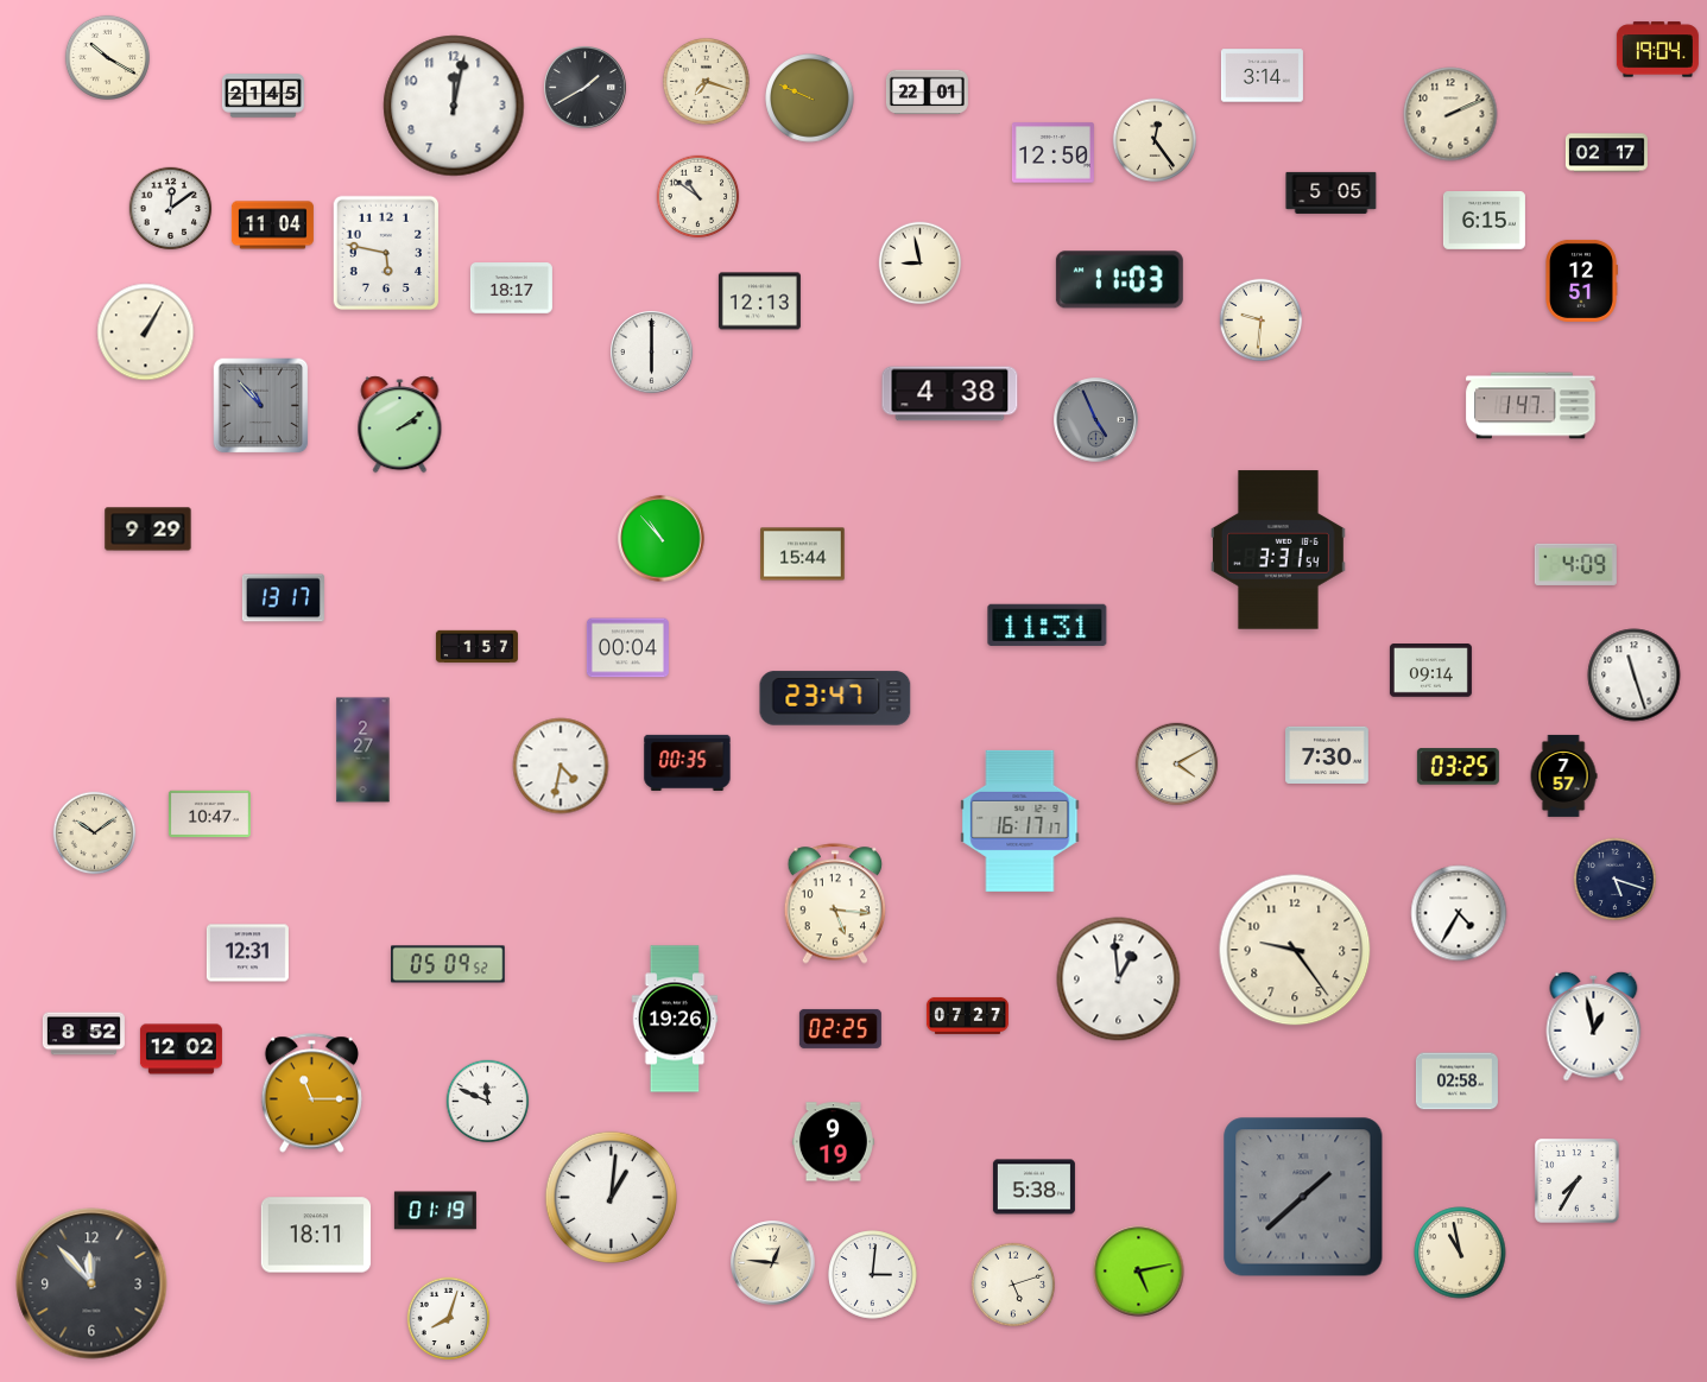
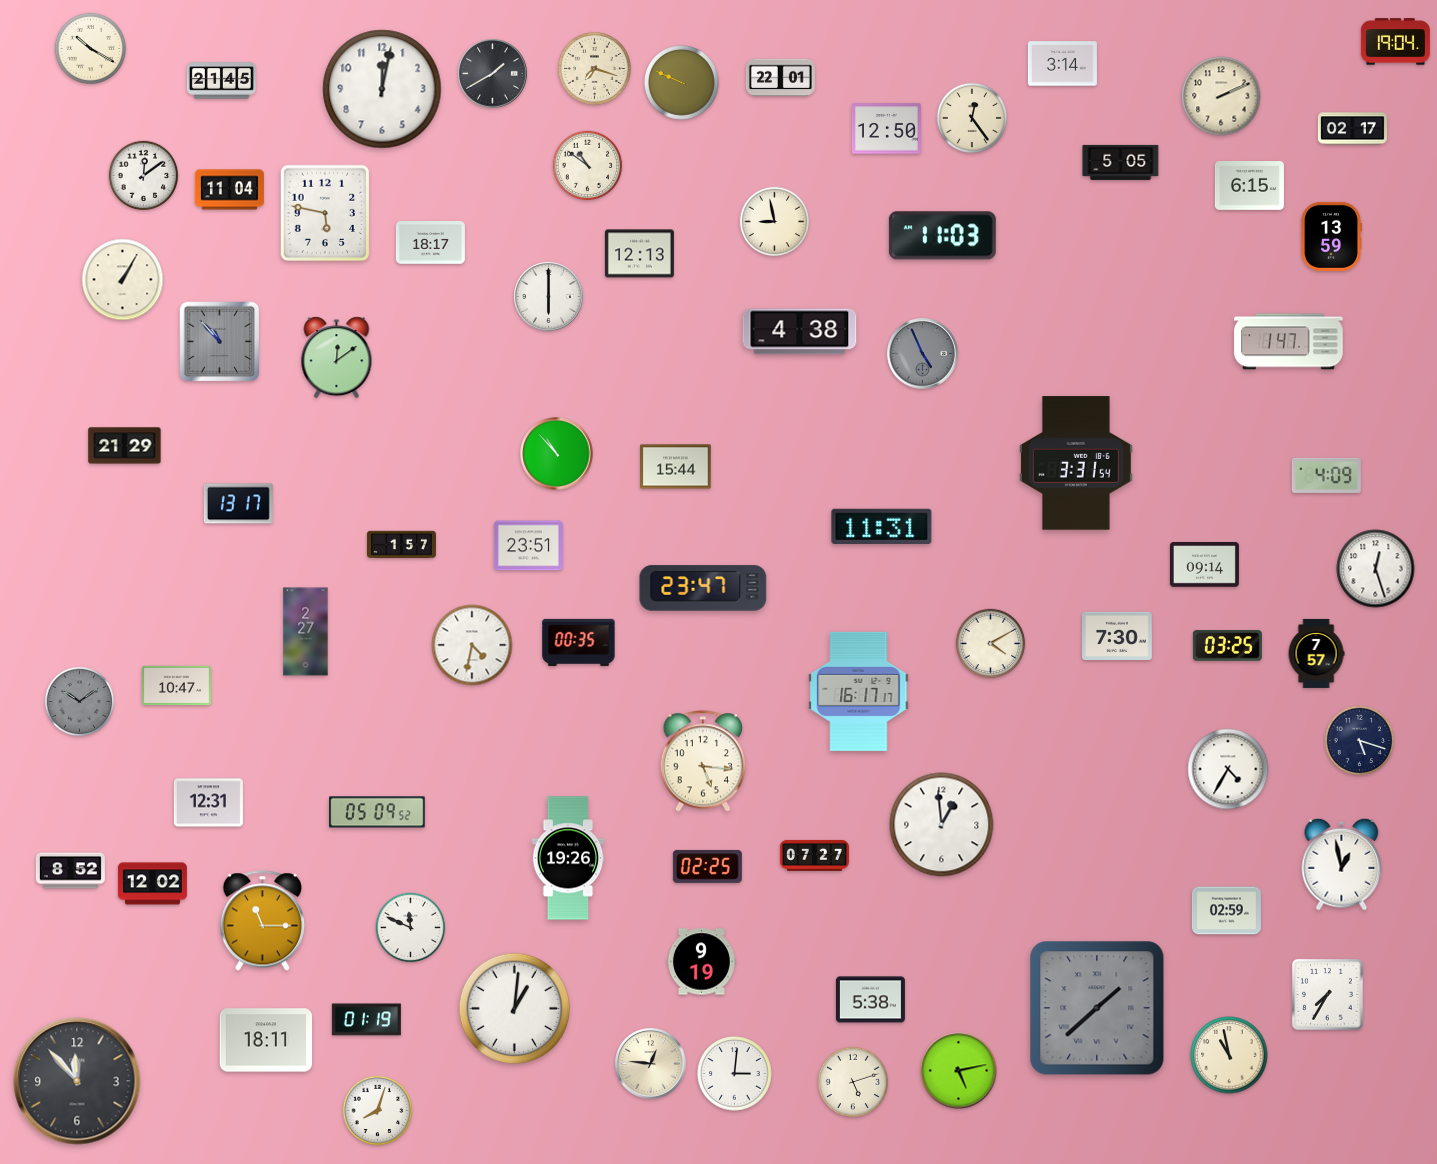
clock at (1581, 280): 12:51 -> 13:59
clock at (1262, 321): 9:31 -> none
clock at (400, 425): 2:09 -> 12:09
clock at (148, 530): 9:29 -> 21:29
clock at (627, 648): 00:04 -> 23:51
clock at (1635, 676): 11:27 -> 12:27
clock at (95, 833) dial: cream -> grey
clock at (1295, 950): 9:24 -> none
clock at (1456, 1082): 02:58 -> 02:59
